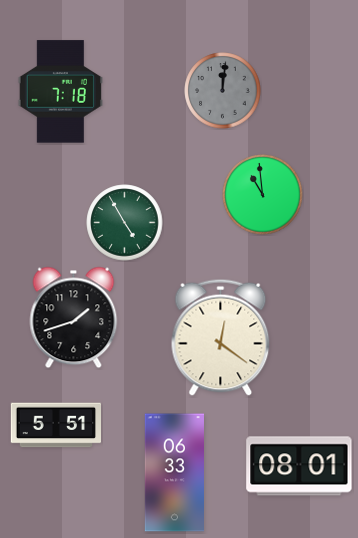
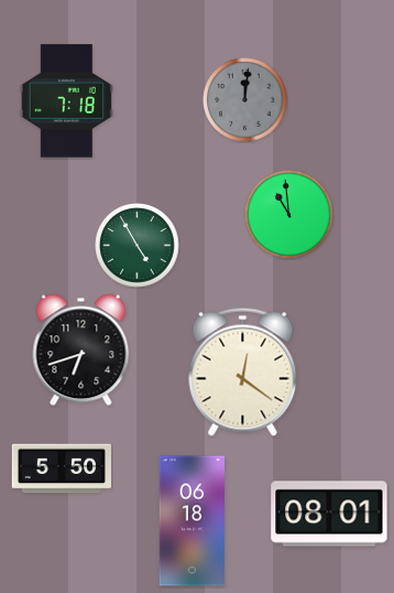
clock at (74, 318): 1:42 -> 6:42
clock at (56, 425): 5:51 -> 5:50
clock at (174, 473): 06:33 -> 06:18
